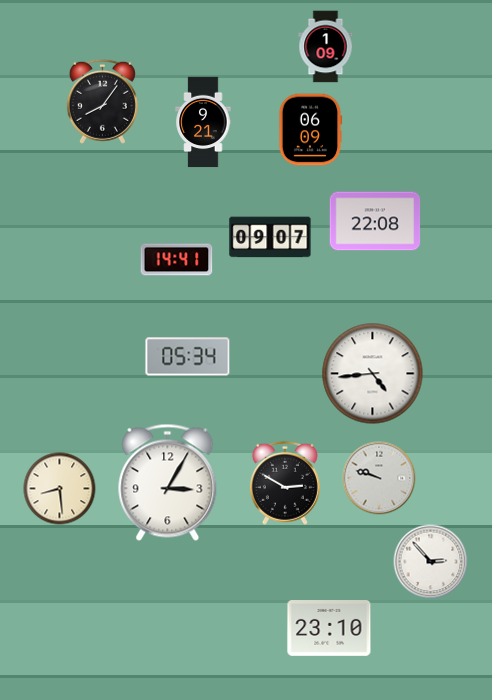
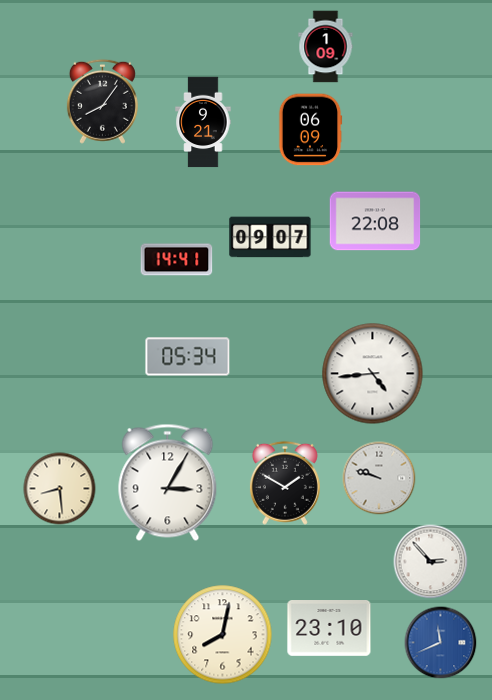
clock at (285, 483): 2:50 -> 1:50
clock at (223, 635): none -> 8:02
clock at (441, 643): none -> 11:41
